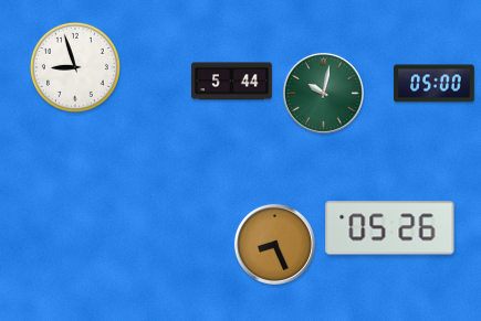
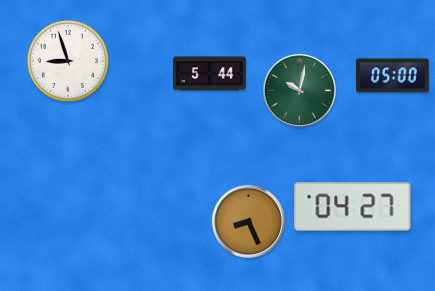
clock at (323, 93) position: (323, 93) -> (299, 90)
clock at (390, 228): 05:26 -> 04:27
